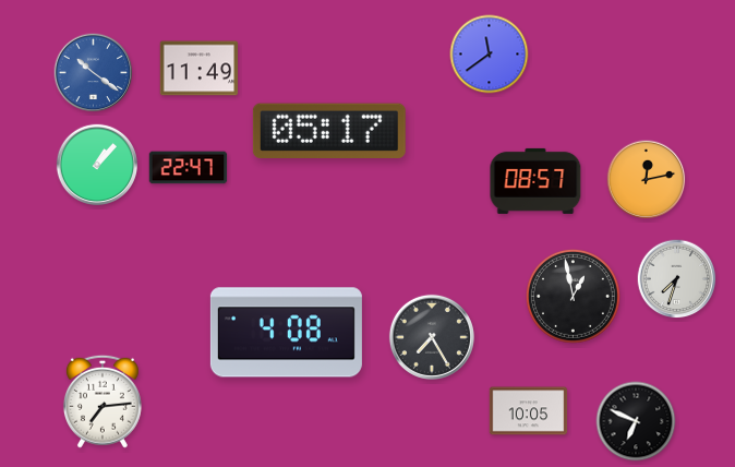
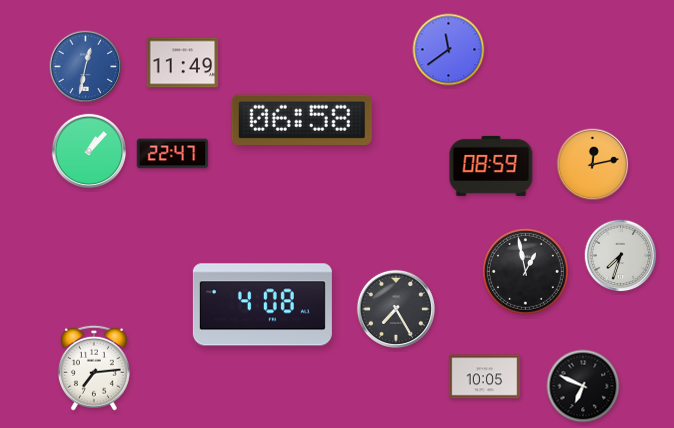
clock at (94, 73): 10:21 -> 12:32
clock at (329, 130): 05:17 -> 06:58
clock at (535, 181): 08:57 -> 08:59
